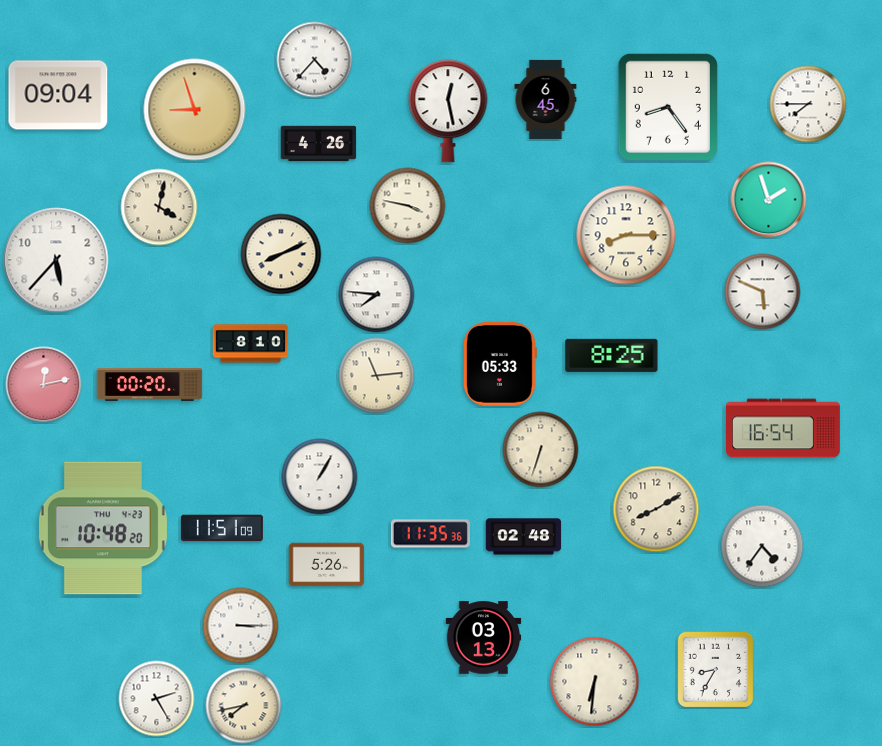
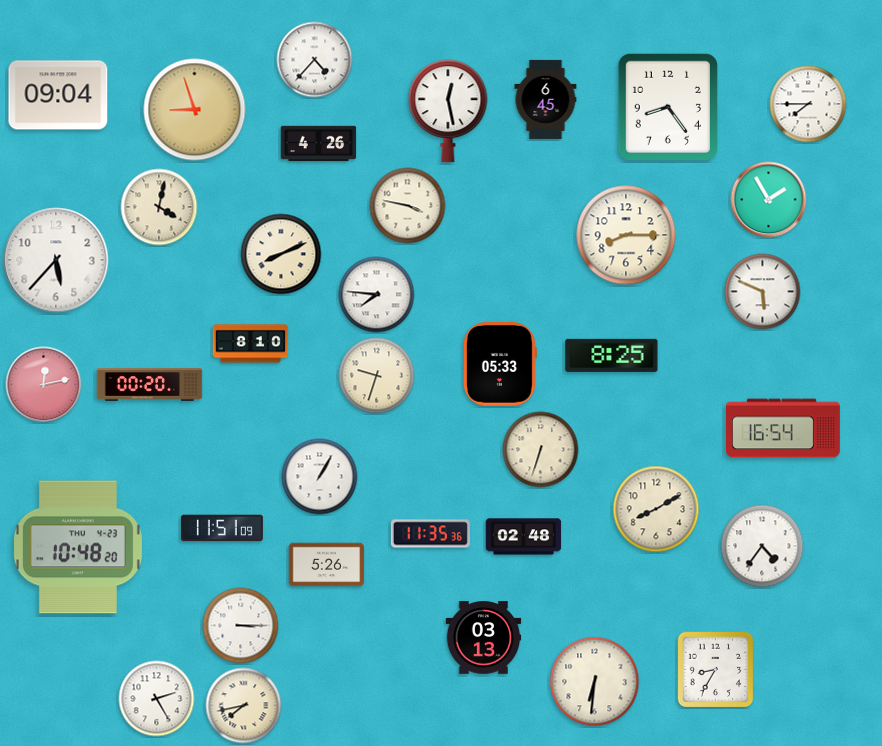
clock at (769, 200): 1:57 -> 1:55
clock at (377, 376): 11:14 -> 9:33
clock at (103, 528) position: (103, 528) -> (78, 547)
